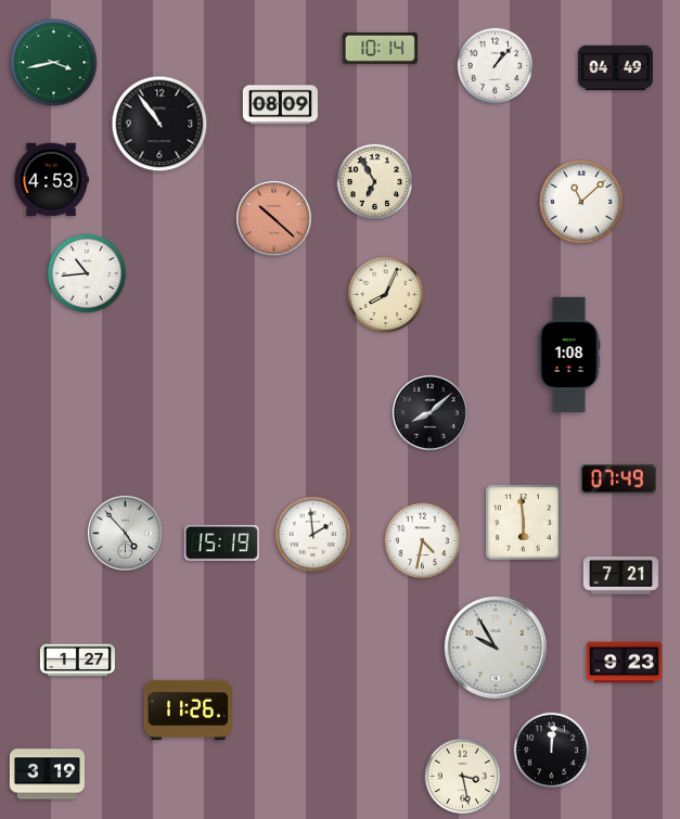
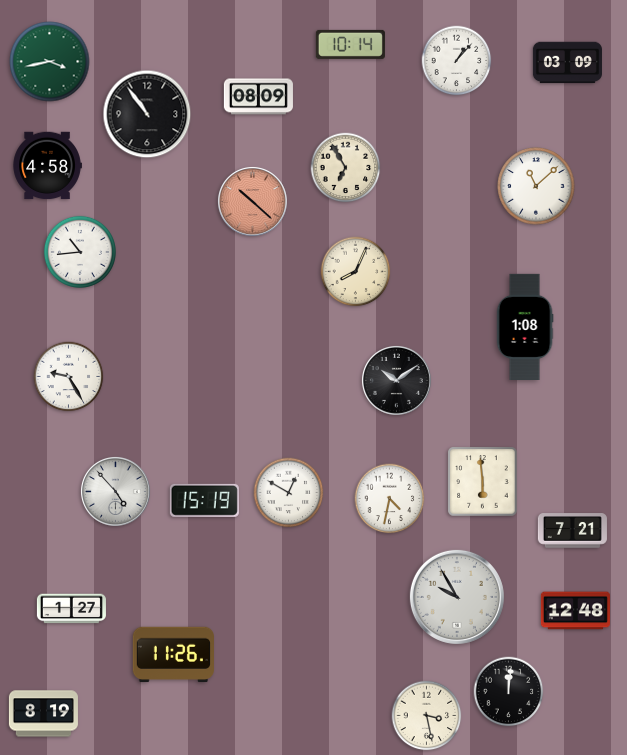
clock at (54, 63) position: (54, 63) -> (50, 62)
clock at (615, 68): 04:49 -> 03:09
clock at (51, 180): 4:53 -> 4:58
clock at (69, 377): none -> 9:25
clock at (429, 412): 8:08 -> 10:09
clock at (618, 479): 07:49 -> none
clock at (313, 535): 1:59 -> 12:50
clock at (624, 663): 9:23 -> 12:48
clock at (47, 775): 3:19 -> 8:19
